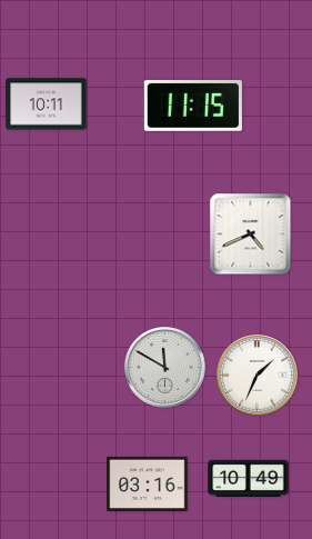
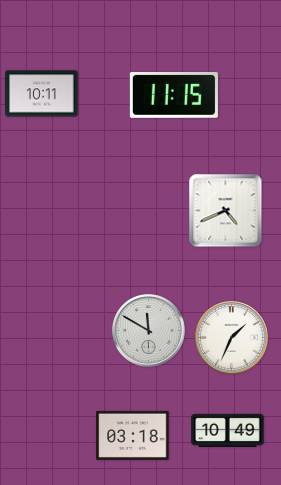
clock at (249, 478) position: (249, 478) -> (228, 430)
clock at (148, 483): 03:16 -> 03:18
